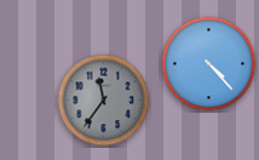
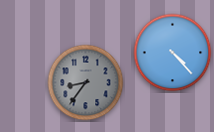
clock at (104, 101): 11:36 -> 8:36
